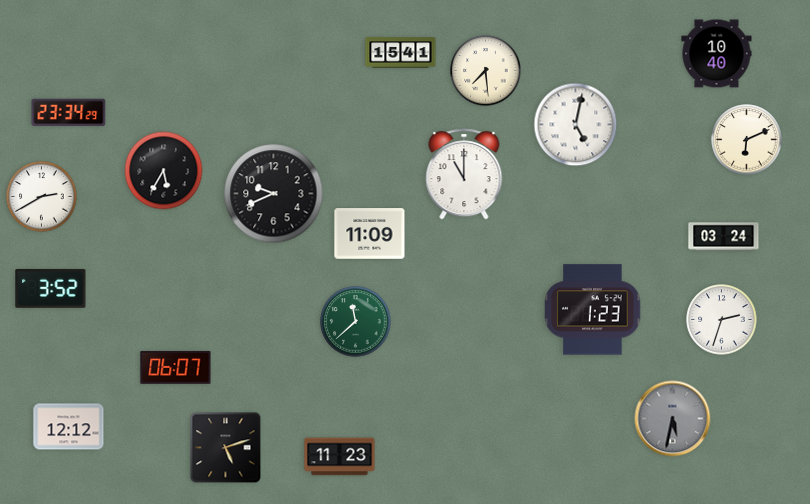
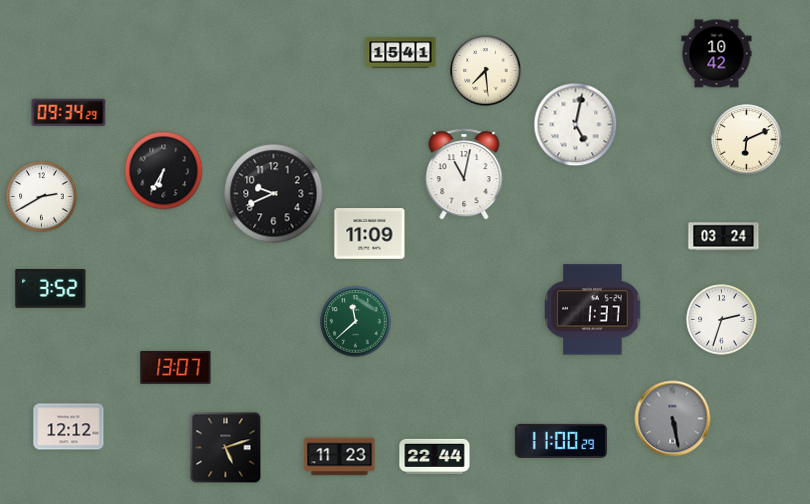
clock at (717, 54): 10:40 -> 10:42
clock at (69, 113): 23:34 -> 09:34
clock at (164, 171): 5:35 -> 6:35
clock at (464, 174): 11:00 -> 11:02
clock at (593, 310): 1:23 -> 1:37
clock at (176, 367): 06:07 -> 13:07
clock at (673, 419): 5:32 -> 5:28
clock at (561, 441): none -> 11:00
clock at (435, 456): none -> 22:44
